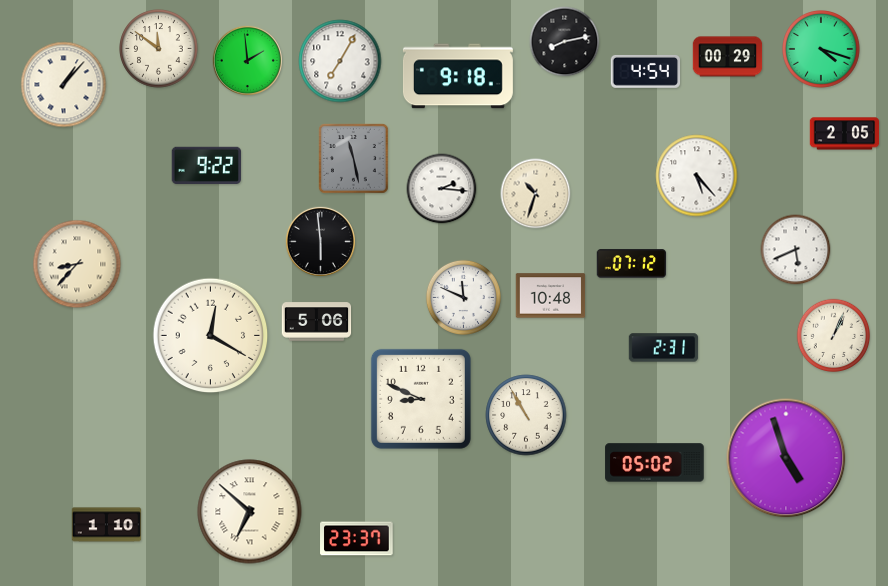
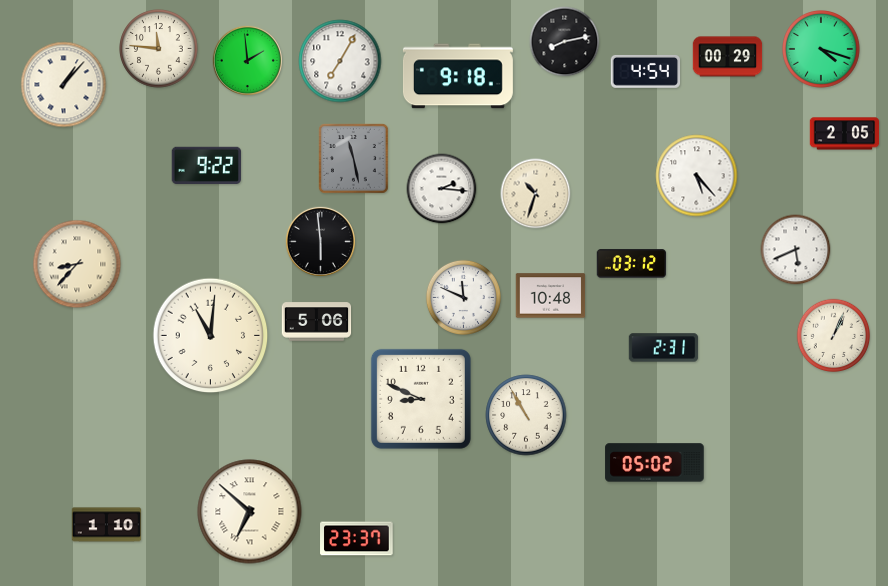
clock at (159, 49): 11:51 -> 11:46
clock at (632, 264): 07:12 -> 03:12
clock at (211, 336): 12:20 -> 11:01
clock at (786, 458): 4:57 -> none
